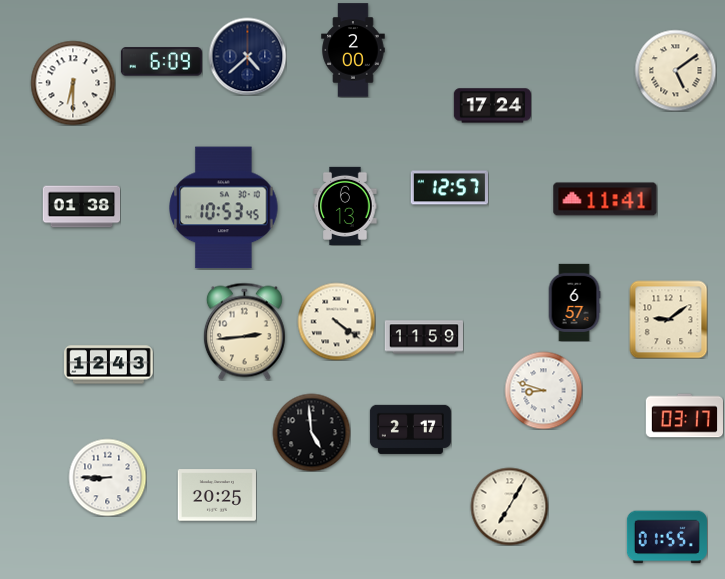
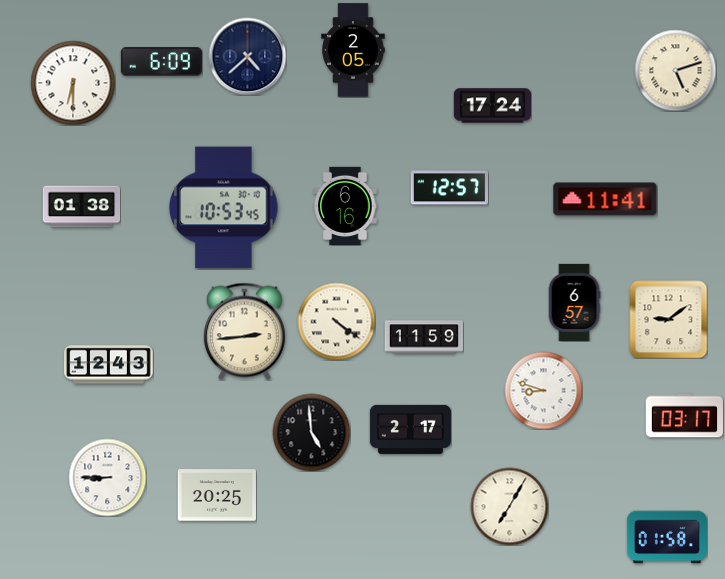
clock at (353, 50): 2:00 -> 2:05
clock at (675, 70): 5:09 -> 5:12
clock at (345, 205): 6:13 -> 6:16
clock at (667, 537): 01:55 -> 01:58
